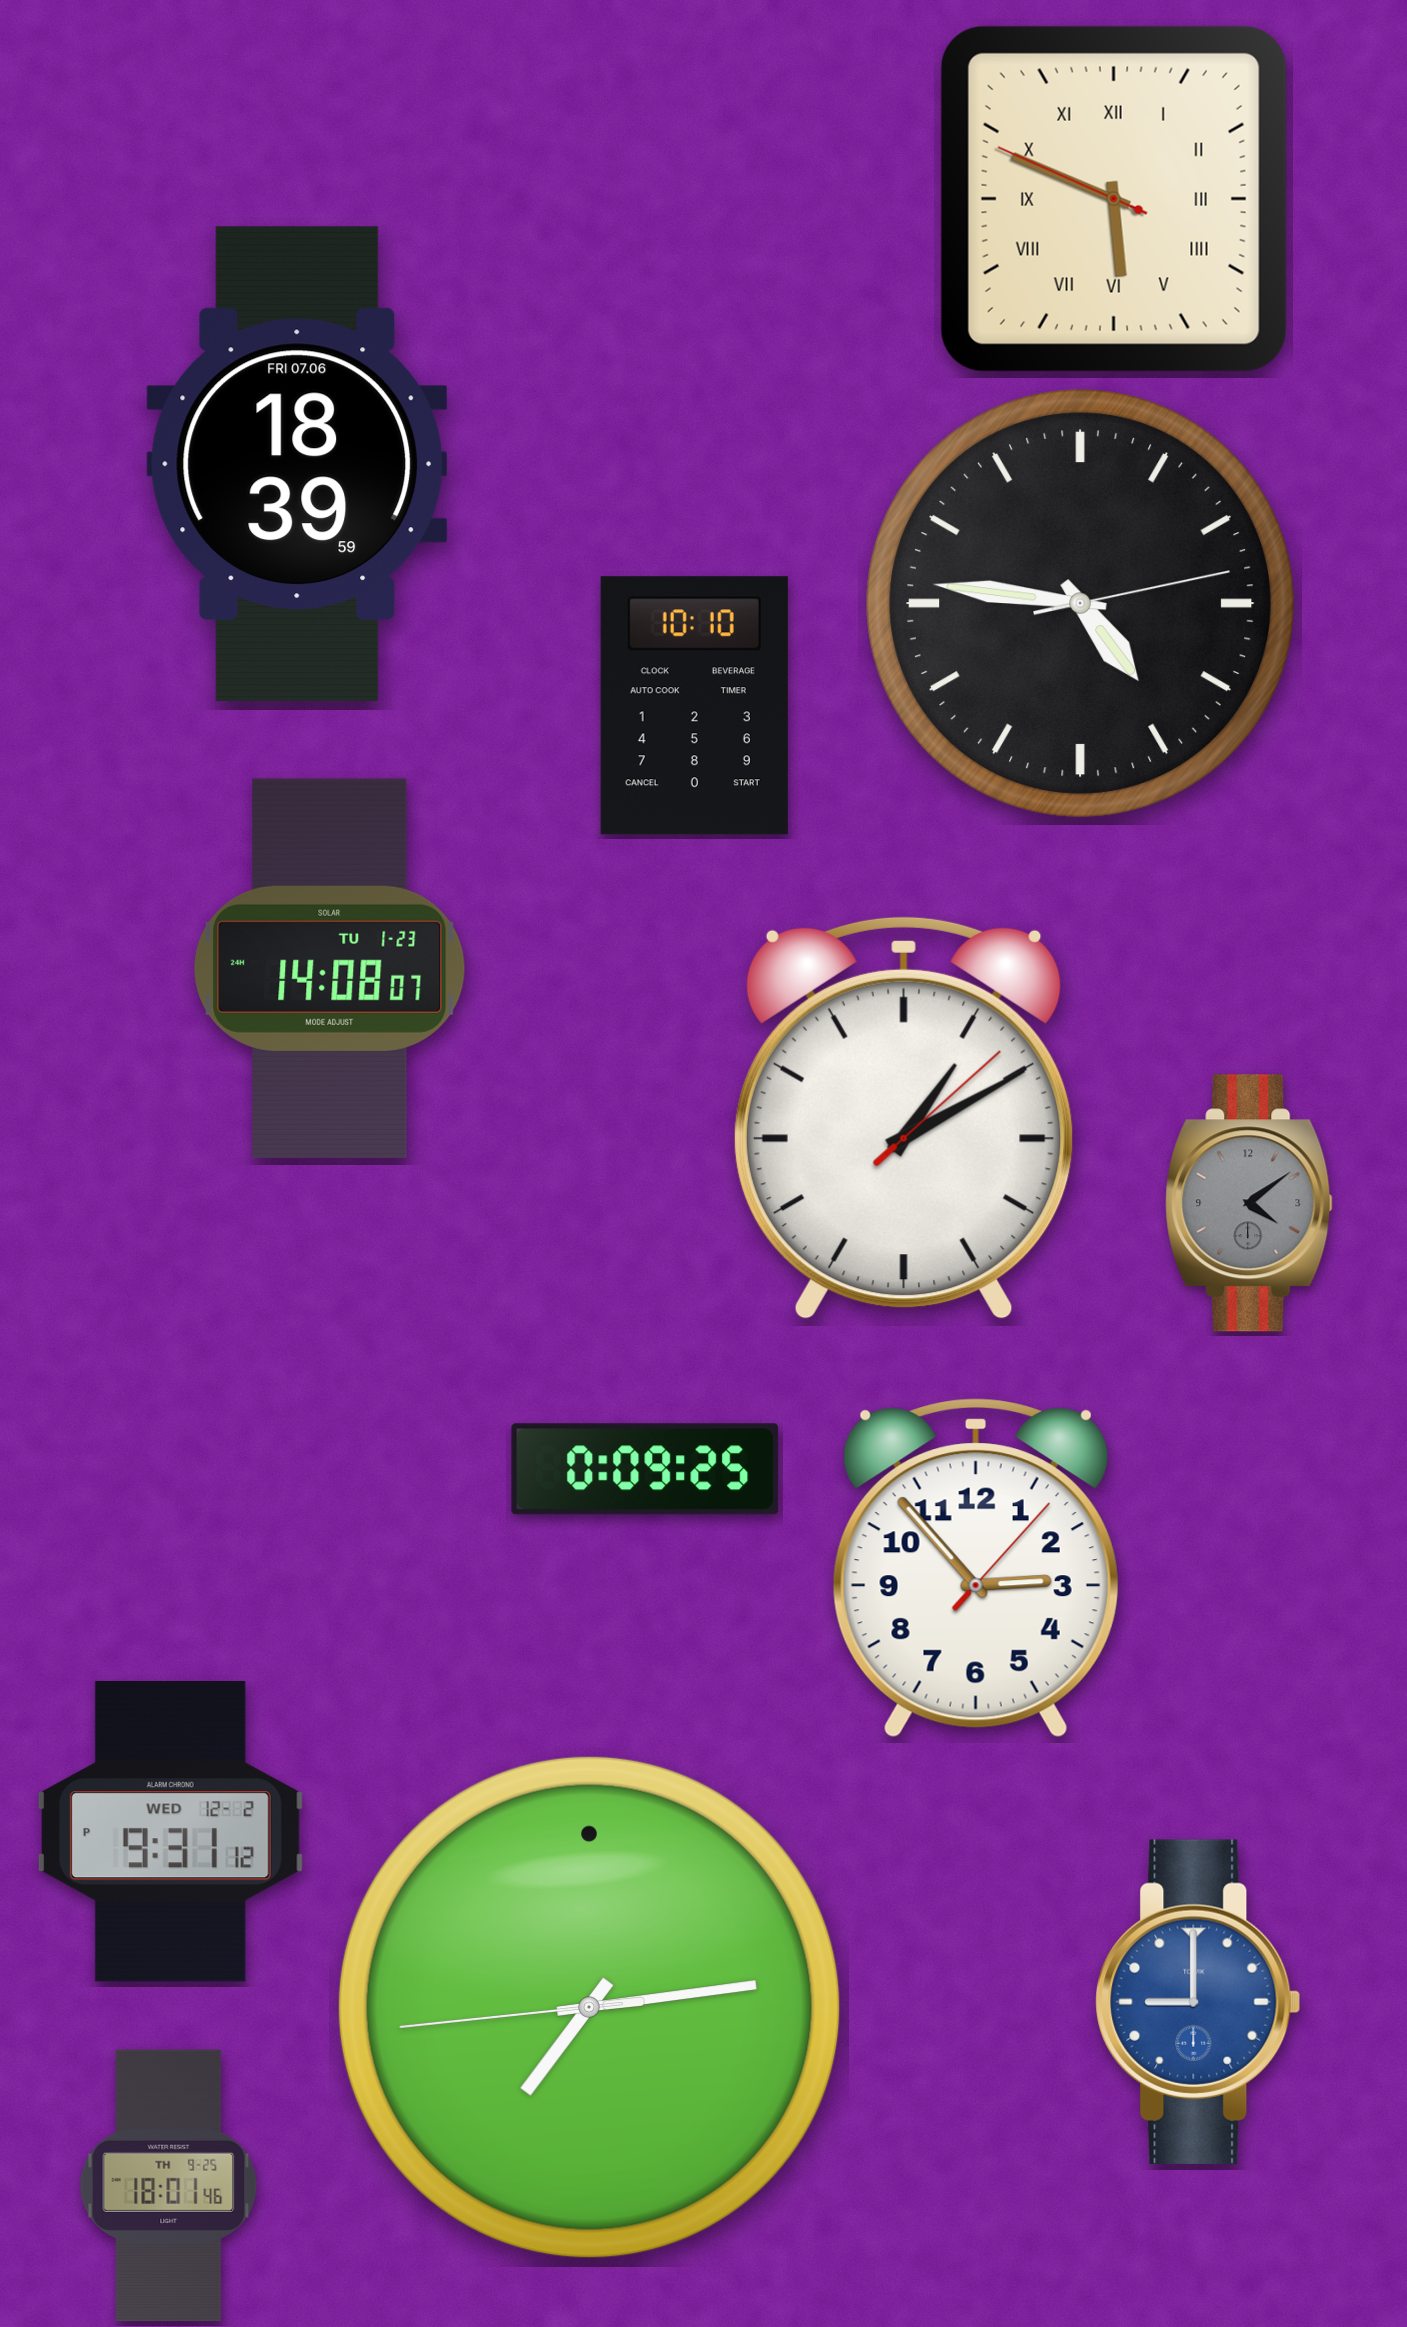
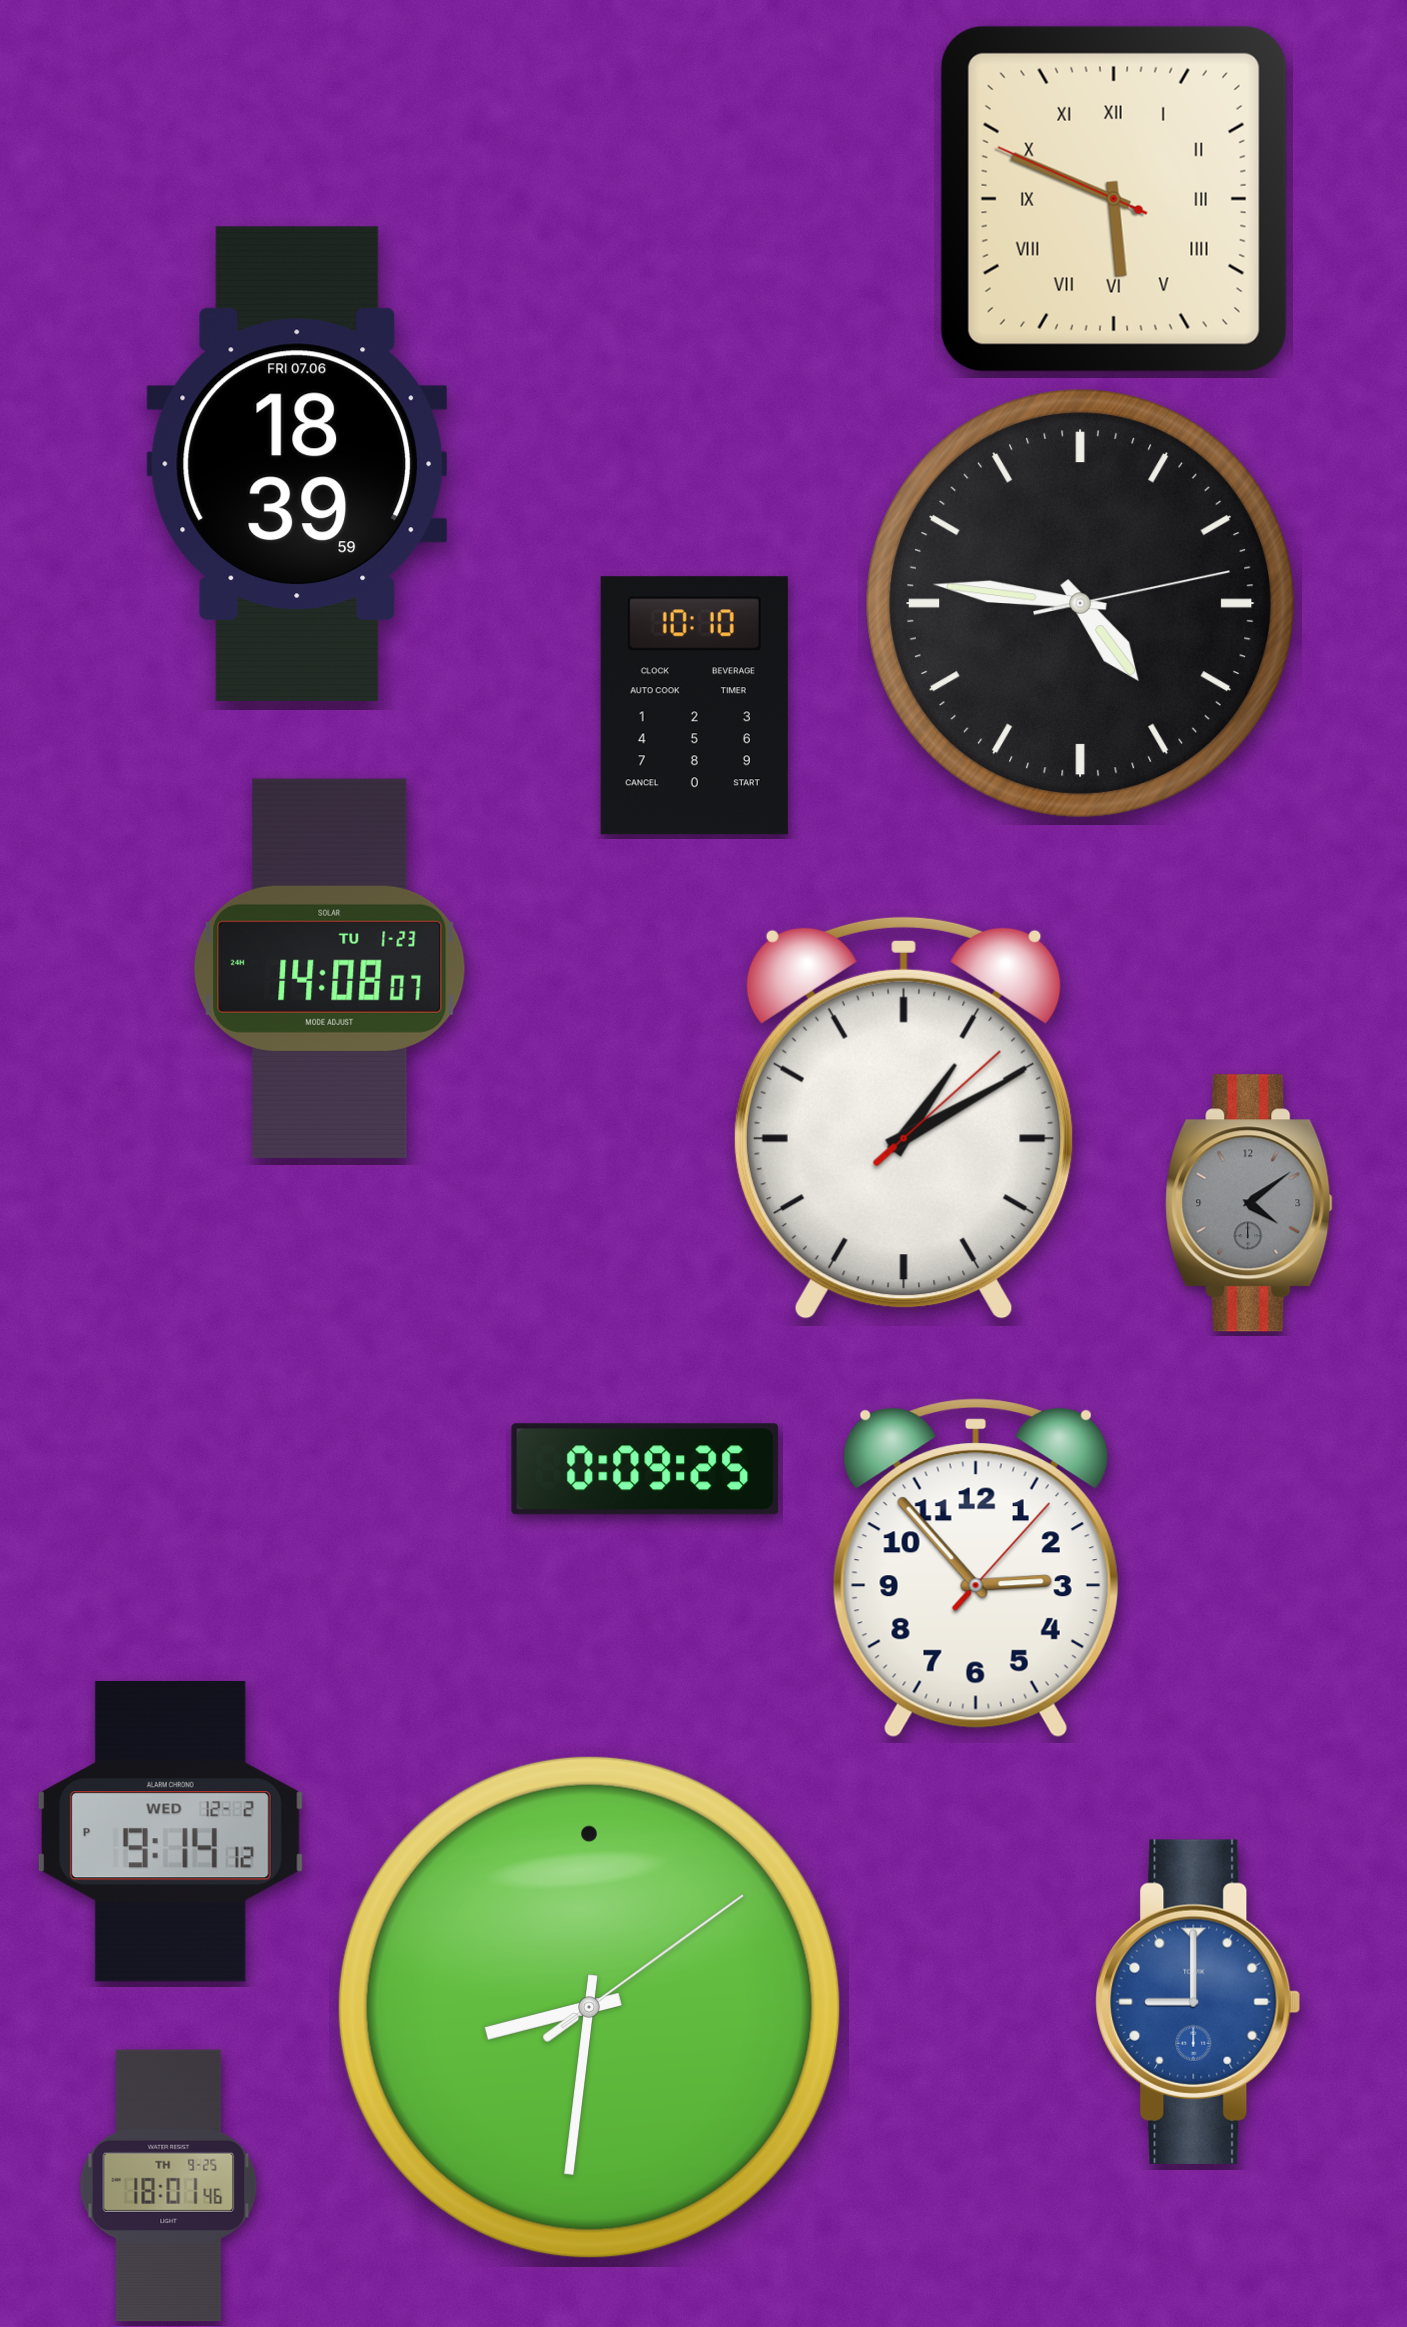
clock at (170, 1832): 9:31 -> 9:14
clock at (589, 2007): 7:13 -> 8:31
